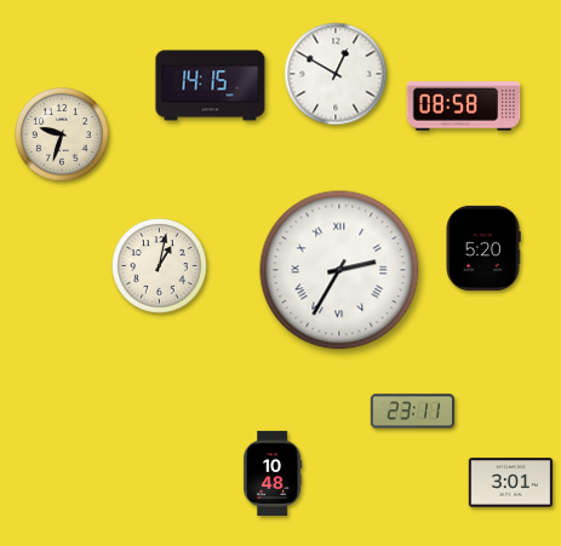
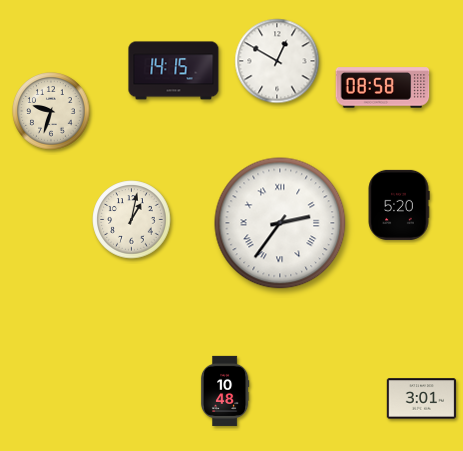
clock at (339, 270): 2:35 -> 2:36
clock at (413, 412): 23:11 -> none
